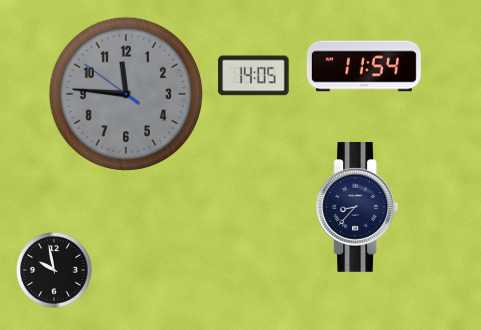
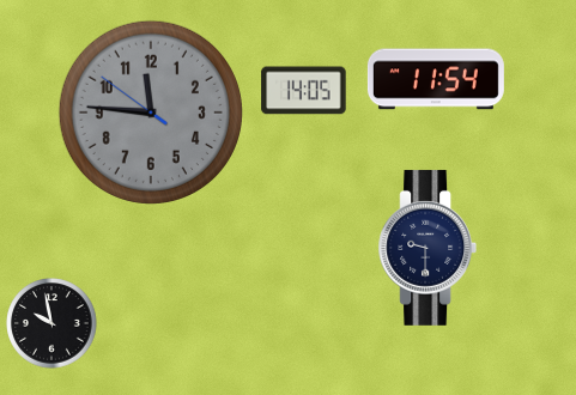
clock at (357, 207): 8:37 -> 9:30
clock at (54, 270) position: (54, 270) -> (51, 323)
